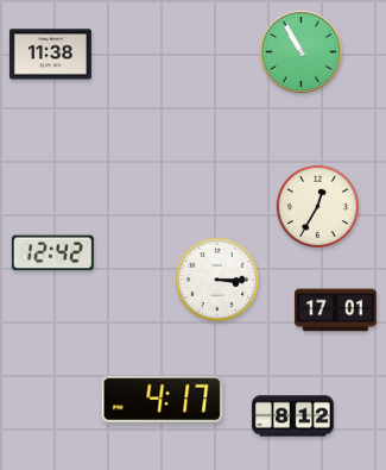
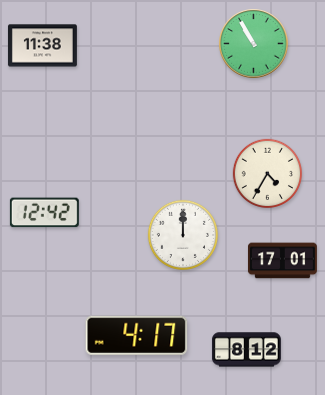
clock at (318, 207): 12:35 -> 4:35
clock at (217, 280): 3:15 -> 12:00
